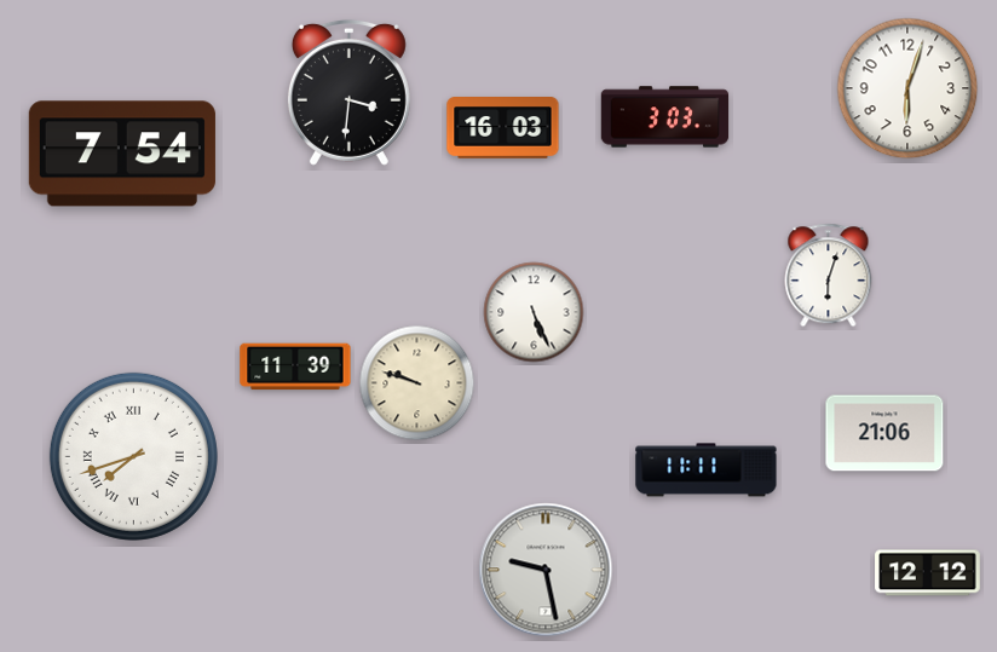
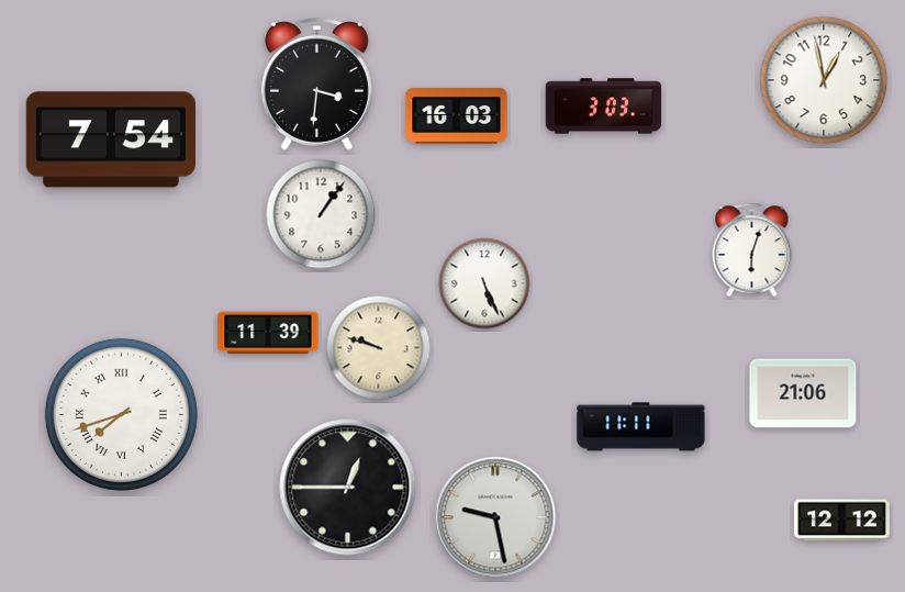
clock at (907, 88): 6:03 -> 12:58
clock at (321, 214): none -> 1:06
clock at (348, 488): none -> 12:45
